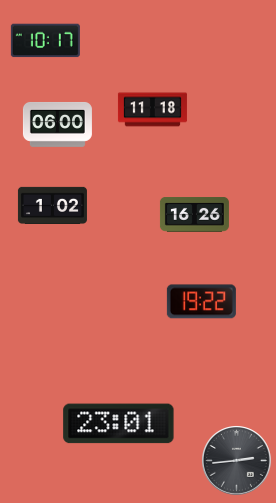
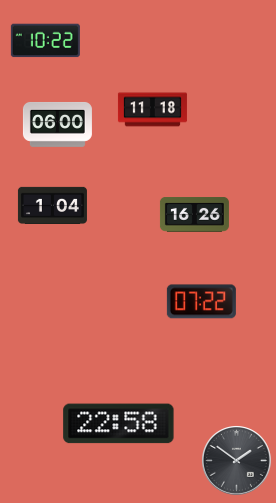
clock at (45, 41): 10:17 -> 10:22
clock at (52, 205): 1:02 -> 1:04
clock at (201, 302): 19:22 -> 07:22
clock at (119, 424): 23:01 -> 22:58
clock at (237, 461): 2:44 -> 1:51
